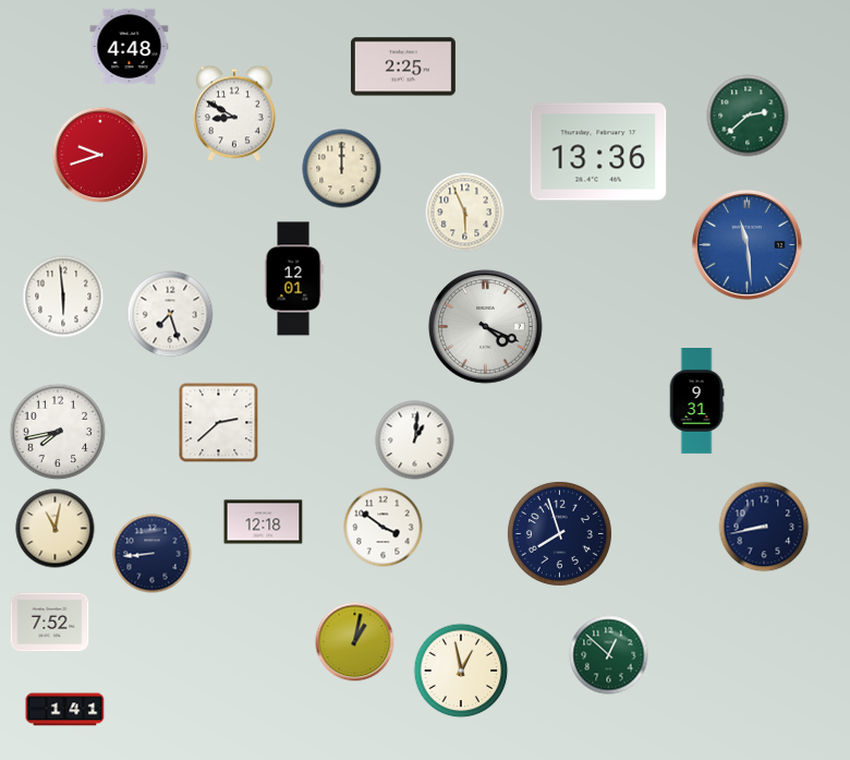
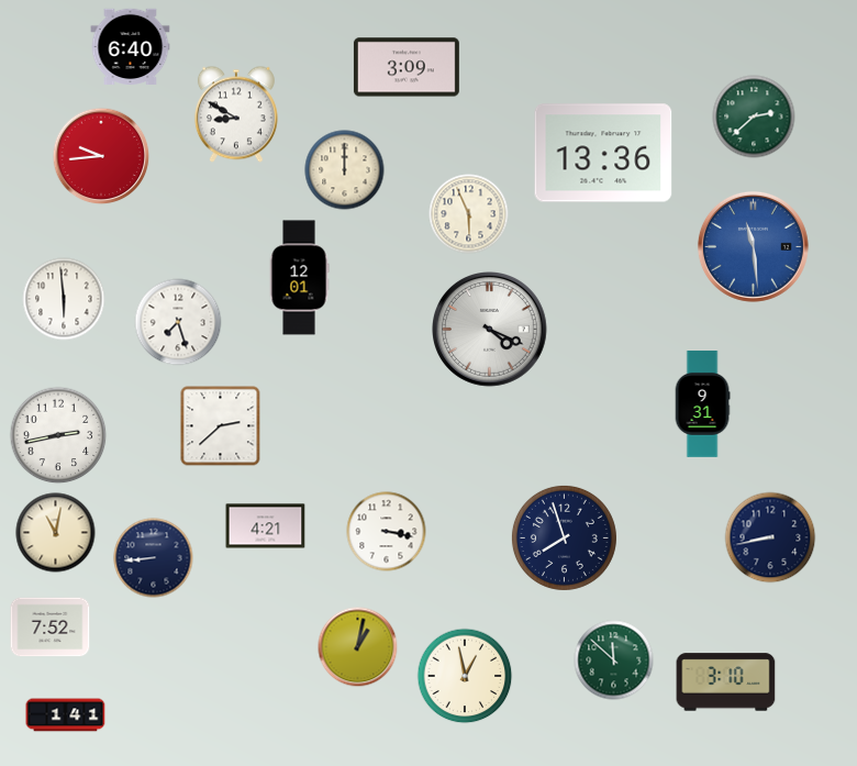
clock at (130, 47): 4:48 -> 6:40
clock at (403, 67): 2:25 -> 3:09
clock at (100, 155): 9:42 -> 9:44
clock at (293, 279) position: (293, 279) -> (299, 278)
clock at (170, 314) position: (170, 314) -> (178, 322)
clock at (58, 432): 7:43 -> 2:43
clock at (415, 441): 1:01 -> none
clock at (264, 522): 12:18 -> 4:21
clock at (764, 527) position: (764, 527) -> (770, 537)
clock at (384, 528): 3:51 -> 3:17
clock at (609, 655): 12:52 -> 11:52
clock at (726, 682): none -> 3:10
